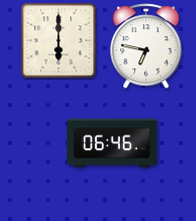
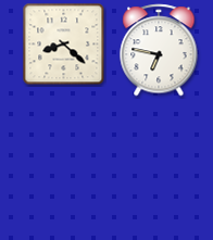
clock at (59, 41): 6:00 -> 8:22
clock at (112, 143): 06:46 -> none
